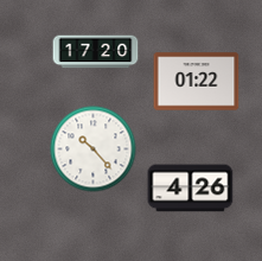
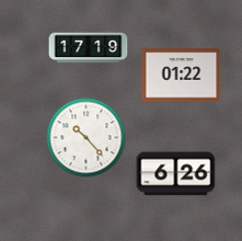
clock at (96, 52): 17:20 -> 17:19
clock at (191, 189): 4:26 -> 6:26
